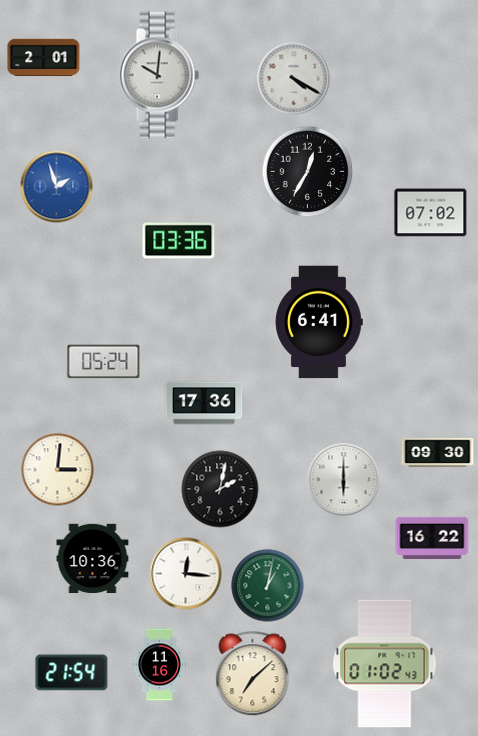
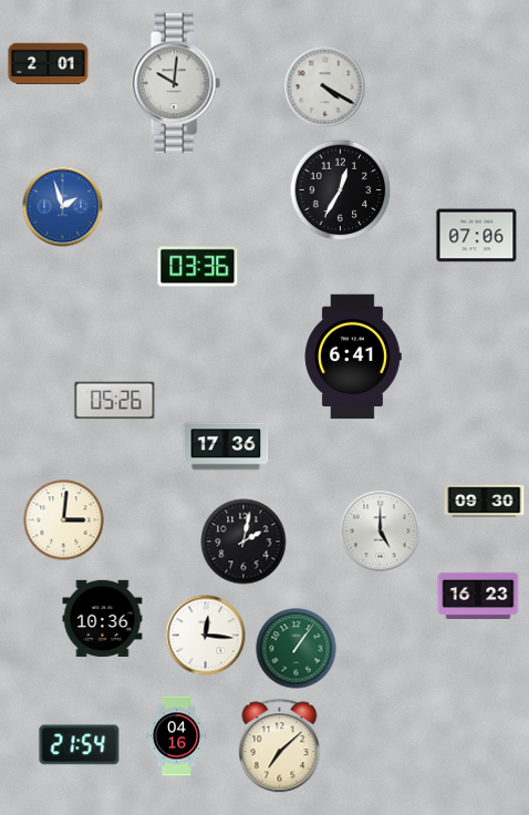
clock at (431, 213): 07:02 -> 07:06
clock at (104, 362): 05:24 -> 05:26
clock at (344, 480): 6:00 -> 5:00
clock at (432, 537): 16:22 -> 16:23
clock at (268, 586): 1:02 -> 1:06
clock at (385, 664): 01:02 -> none
clock at (160, 665): 11:16 -> 04:16
